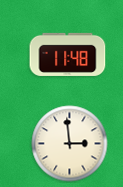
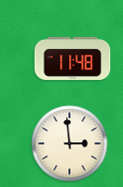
clock at (68, 54) position: (68, 54) -> (73, 58)
